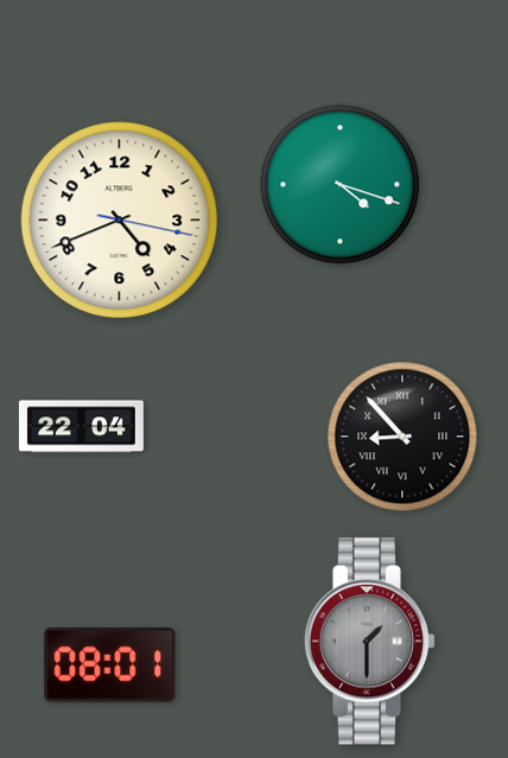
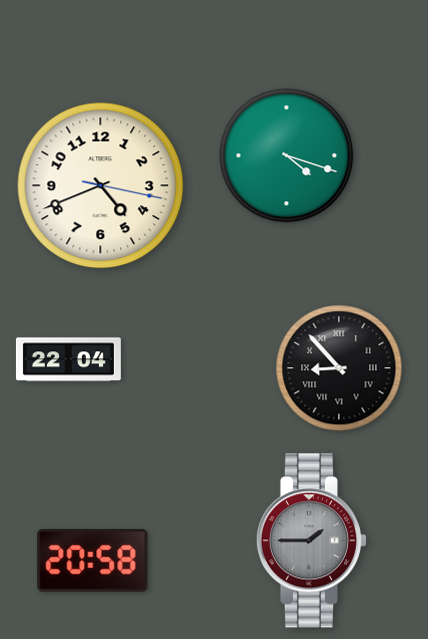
clock at (370, 642): 1:30 -> 1:45
clock at (110, 664): 08:01 -> 20:58
